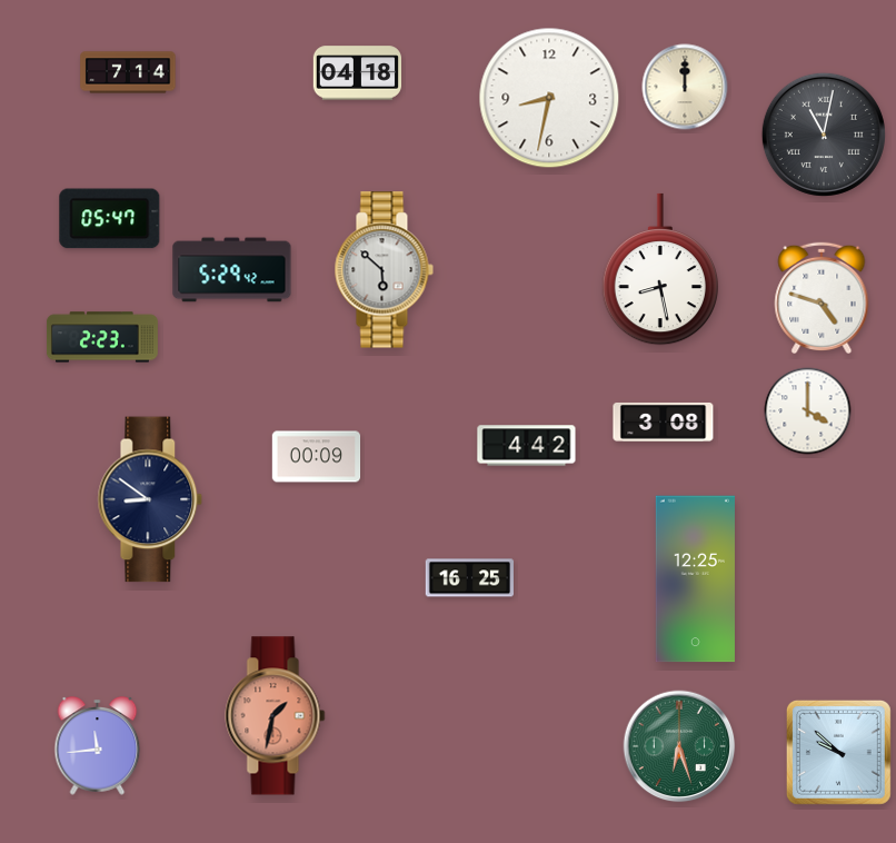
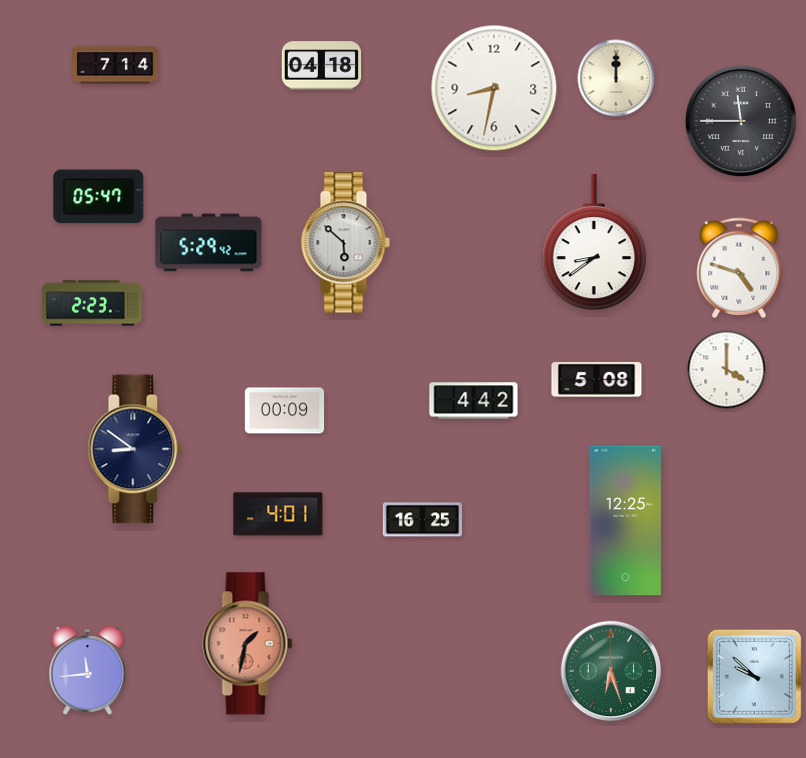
clock at (824, 135): 11:02 -> 11:45
clock at (659, 269): 8:28 -> 8:39
clock at (664, 421): 3:08 -> 5:08
clock at (278, 514): none -> 4:01
